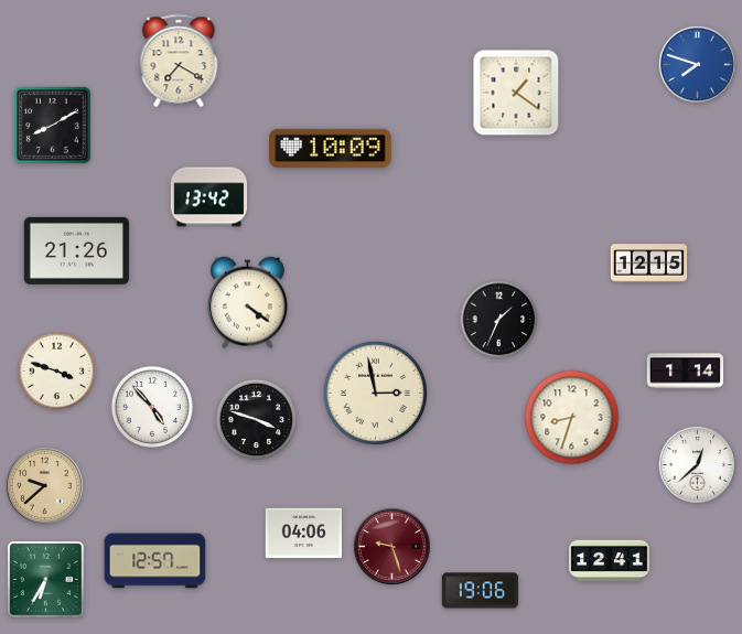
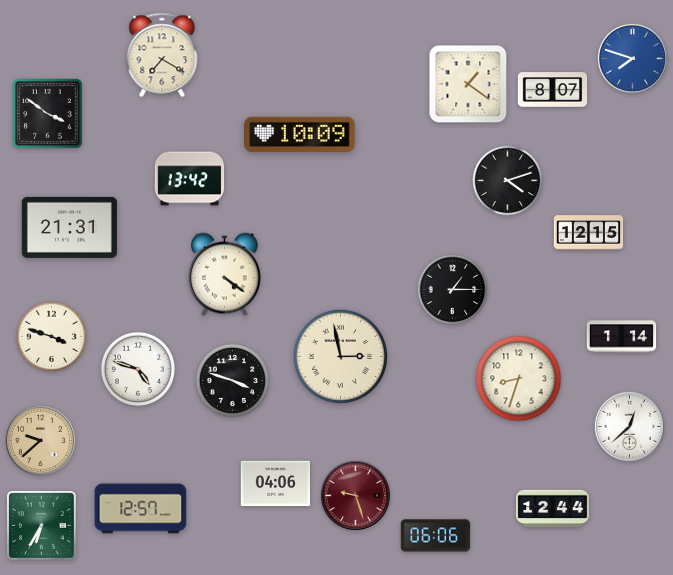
clock at (553, 90): none -> 8:07
clock at (53, 126): 8:10 -> 3:51
clock at (508, 181): none -> 4:12
clock at (76, 250): 21:26 -> 21:31
clock at (649, 264) position: (649, 264) -> (589, 233)
clock at (499, 320): 1:34 -> 1:15
clock at (152, 407): 4:53 -> 4:48
clock at (697, 464) position: (697, 464) -> (629, 426)
clock at (610, 561): 12:41 -> 12:44
clock at (480, 591): 19:06 -> 06:06
